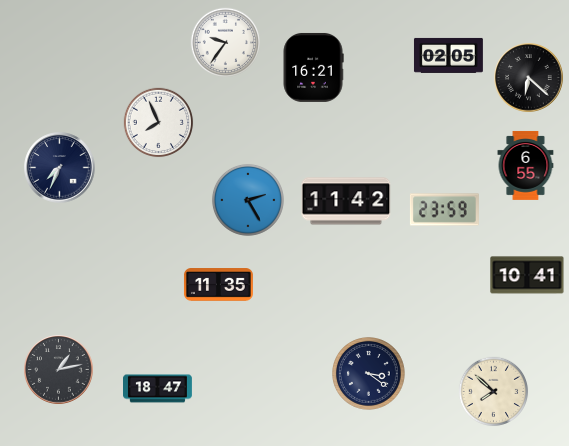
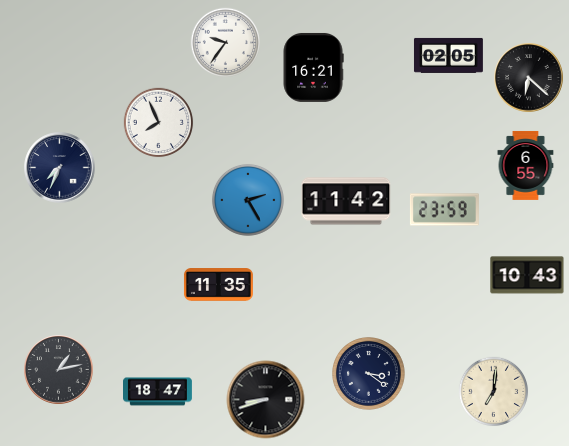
clock at (527, 275): 10:41 -> 10:43
clock at (158, 389) position: (158, 389) -> (158, 392)
clock at (494, 392): 7:52 -> 7:01
clock at (266, 400): none -> 8:42
